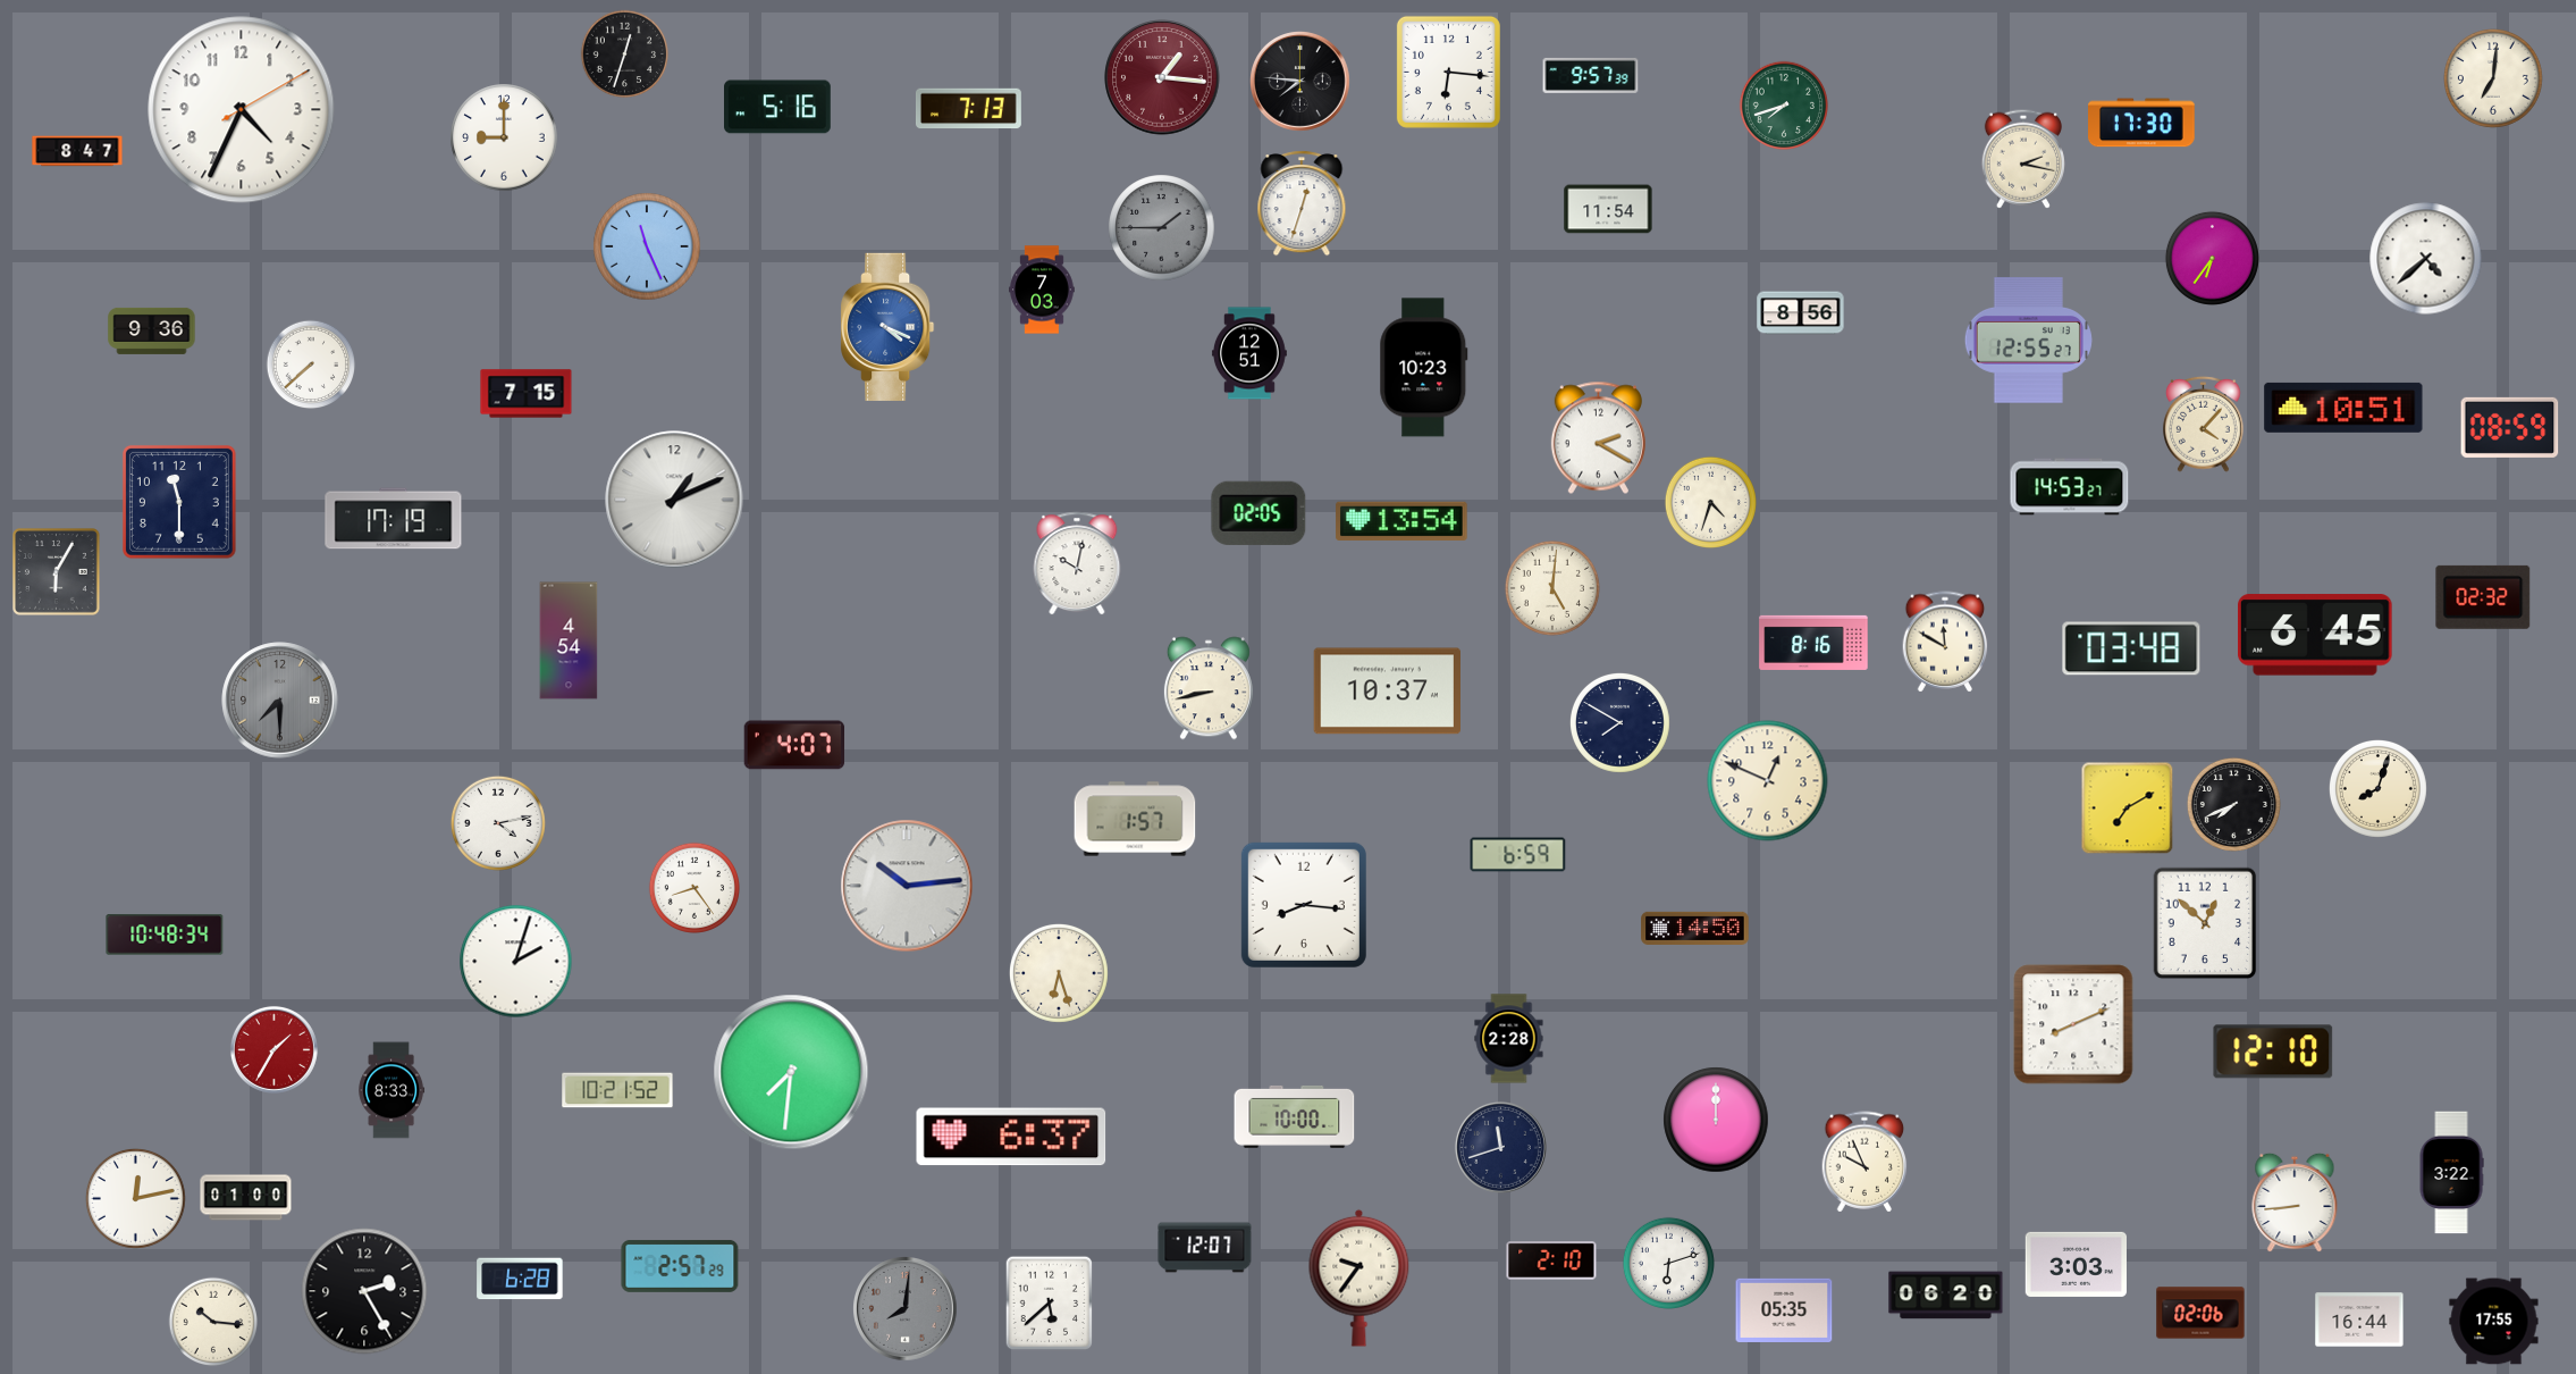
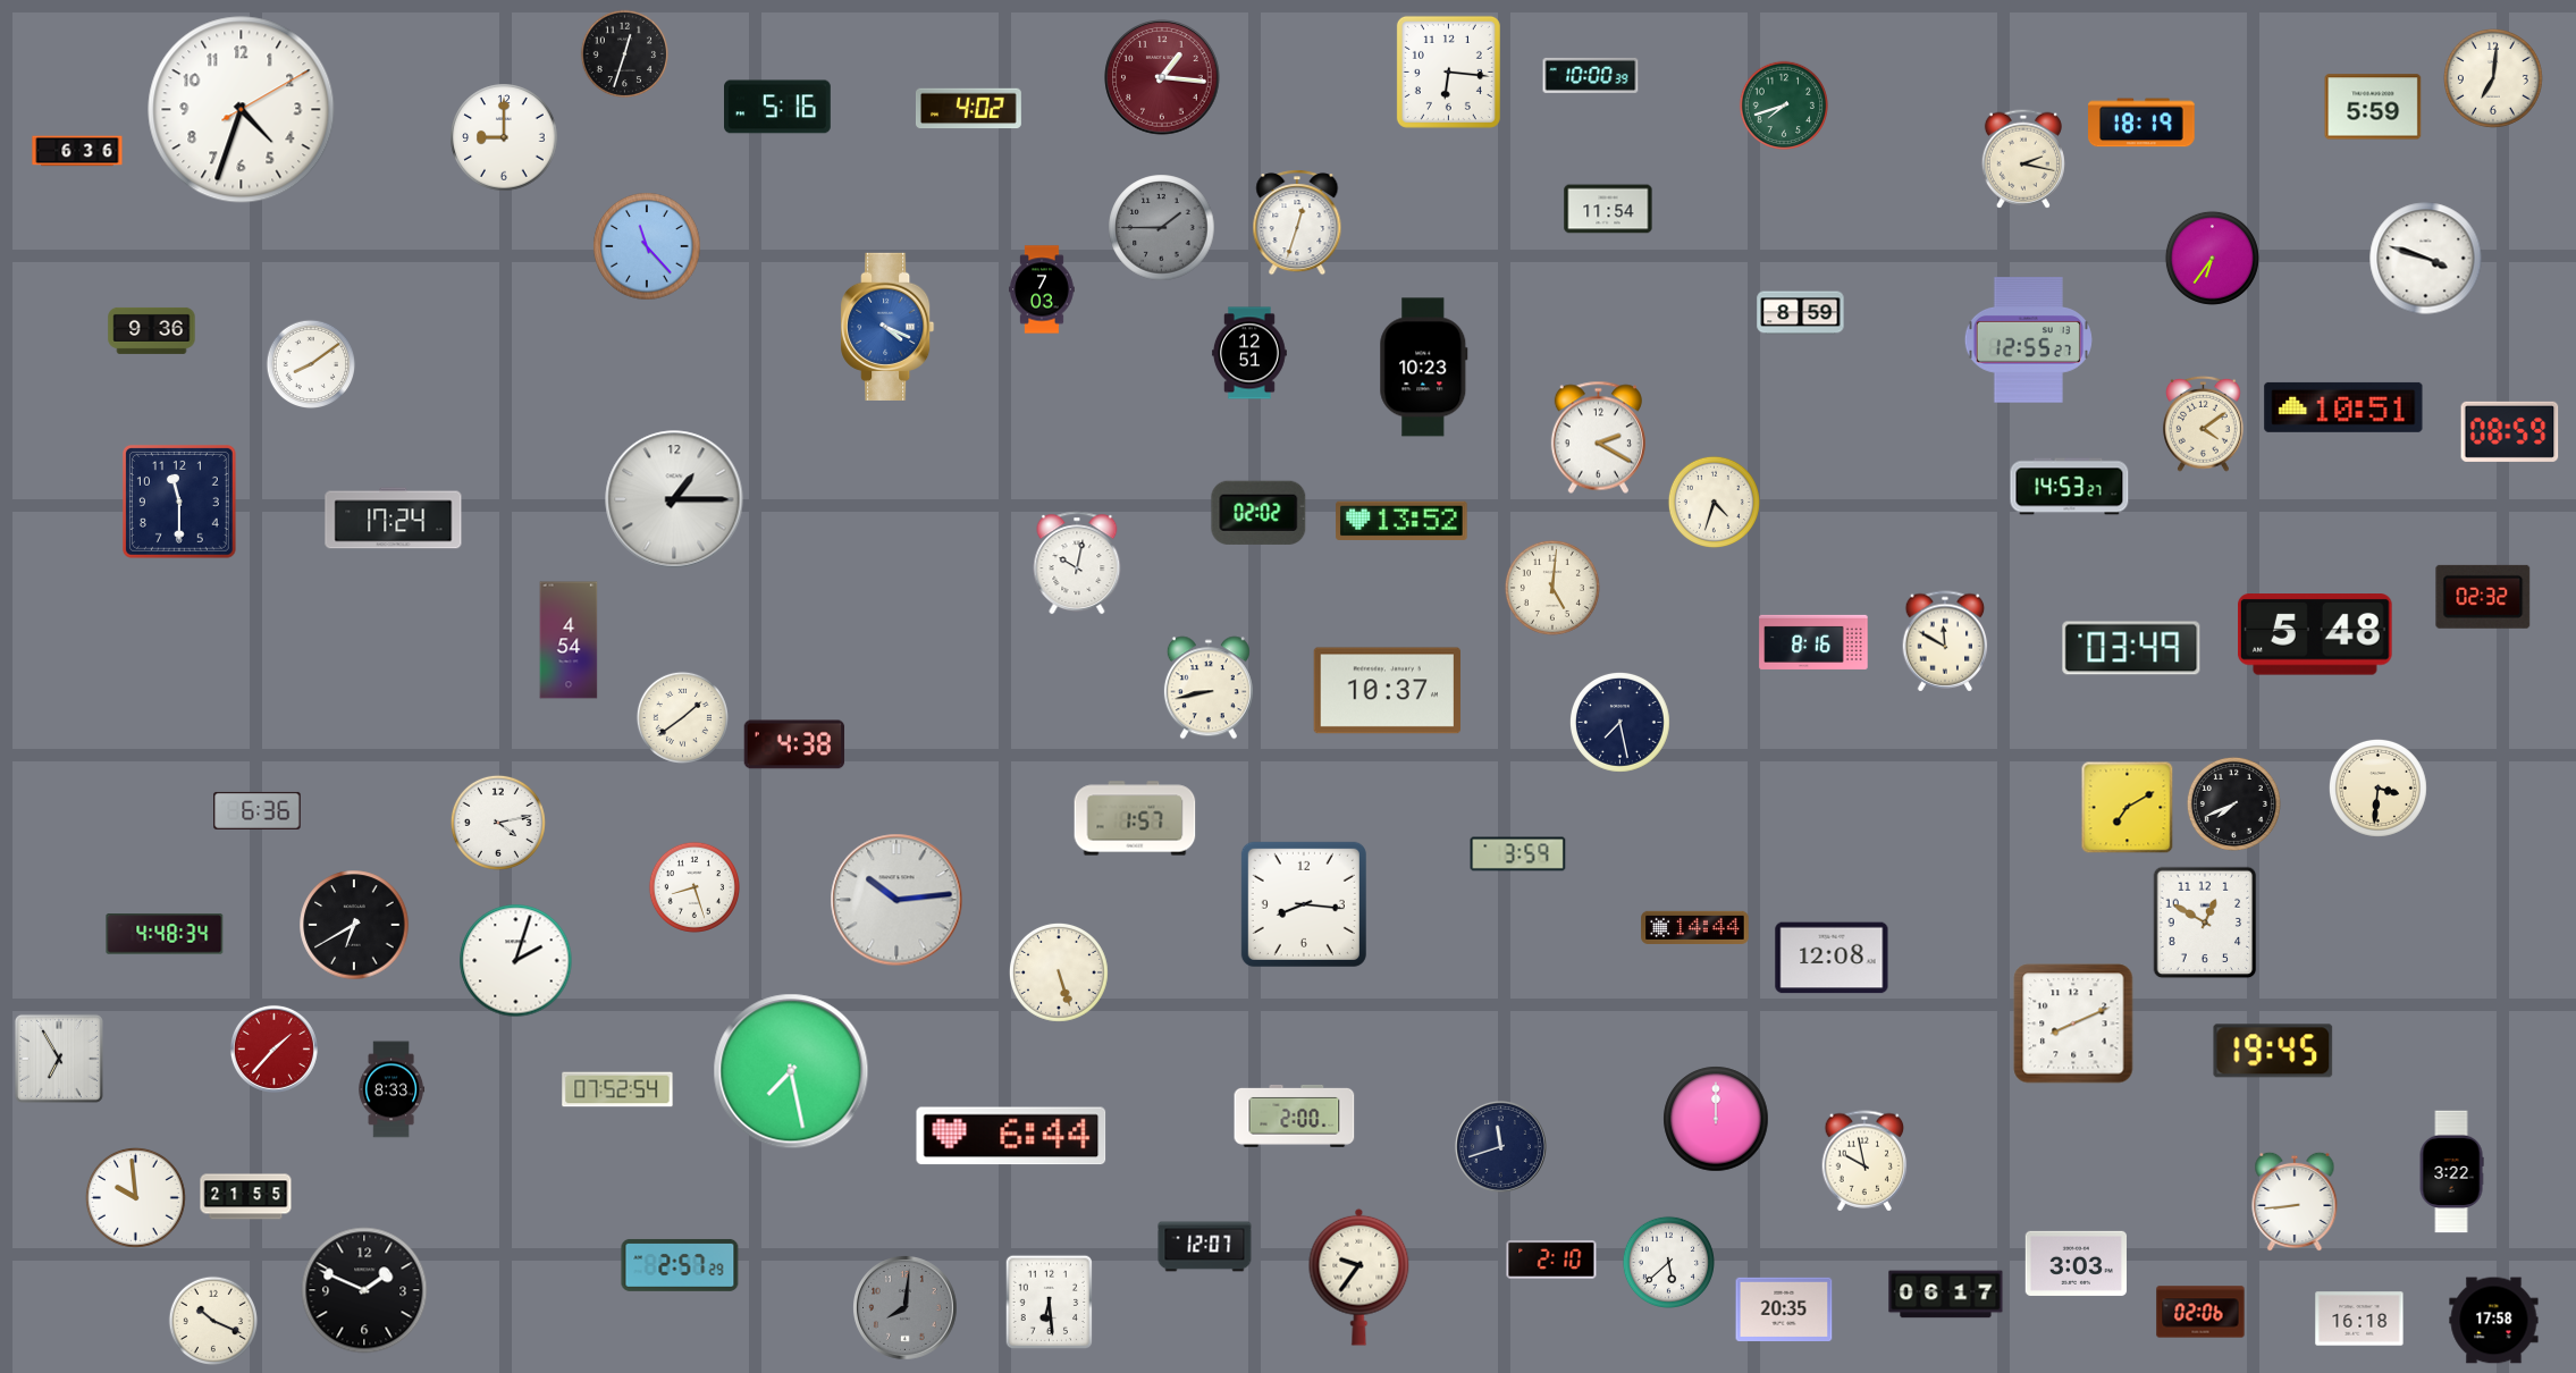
clock at (1591, 75): 9:57 -> 10:00
clock at (1300, 82): 7:46 -> none
clock at (2373, 107): none -> 5:59
clock at (968, 109): 7:13 -> 4:02
clock at (242, 110): 4:34 -> 4:33
clock at (2143, 123): 17:30 -> 18:19
clock at (77, 151): 8:47 -> 6:36
clock at (1302, 203) position: (1302, 203) -> (1297, 222)
clock at (647, 246): 11:26 -> 11:23
clock at (2426, 259): 4:38 -> 3:48
clock at (1801, 313): 8:56 -> 8:59
clock at (311, 365): 7:38 -> 8:09
clock at (527, 394): 7:15 -> none
clock at (2204, 424): 4:07 -> 4:09
clock at (2510, 427) position: (2510, 427) -> (2510, 431)
clock at (674, 500): 1:11 -> 1:15
clock at (1710, 502) position: (1710, 502) -> (1714, 502)
clock at (1258, 513): 02:05 -> 02:02
clock at (394, 519): 17:19 -> 17:24
clock at (1401, 521): 13:54 -> 13:52
clock at (57, 572): 6:05 -> none
clock at (2316, 635): 6:45 -> 5:48
clock at (2131, 648): 03:48 -> 03:49
clock at (280, 701): 7:30 -> none
clock at (682, 717): none -> 1:39
clock at (1620, 723): 7:50 -> 7:28
clock at (794, 745): 4:07 -> 4:38
clock at (1768, 781): 12:49 -> none
clock at (2377, 788): 8:03 -> 3:31
clock at (258, 810): none -> 6:36
clock at (1518, 855): 6:59 -> 3:59
clock at (907, 886) position: (907, 886) -> (896, 900)
clock at (694, 888): 8:24 -> 8:27
clock at (2205, 923): 12:52 -> 12:50
clock at (354, 925): none -> 6:40
clock at (1695, 928): 14:50 -> 14:44
clock at (165, 935): 10:48 -> 4:48
clock at (1832, 958): none -> 12:08
clock at (1059, 973): 6:27 -> 5:27
clock at (1509, 1039): 2:28 -> none
clock at (273, 1049): 1:35 -> 1:37
clock at (2273, 1052): 12:10 -> 19:45
clock at (59, 1059): none -> 6:55
clock at (791, 1072): 7:31 -> 7:28
clock at (617, 1090): 10:21 -> 07:52
clock at (1295, 1116): 10:00 -> 2:00
clock at (1011, 1137): 6:37 -> 6:44
clock at (1864, 1162): 9:56 -> 9:58
clock at (246, 1198): 01:00 -> 21:55
clock at (136, 1199): 12:13 -> 9:59
clock at (1668, 1263): 6:12 -> 5:38
clock at (520, 1279): 6:28 -> none
clock at (364, 1291): 2:25 -> 1:49
clock at (1946, 1296): 06:20 -> 06:17
clock at (1050, 1304): 5:38 -> 6:29
clock at (1784, 1309): 05:35 -> 20:35
clock at (2359, 1319): 16:44 -> 16:18
clock at (213, 1322): 10:16 -> 10:19
clock at (2494, 1322): 17:55 -> 17:58
